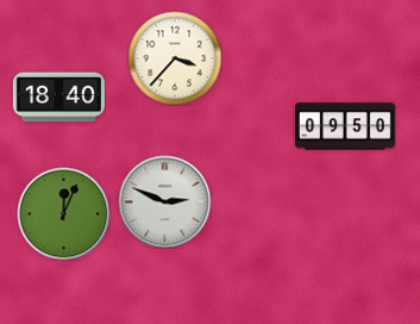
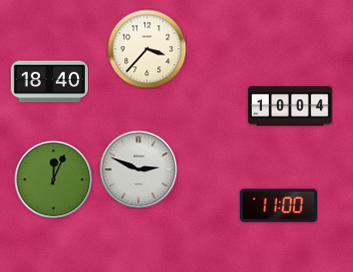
clock at (345, 126): 09:50 -> 10:04
clock at (278, 206): none -> 11:00
